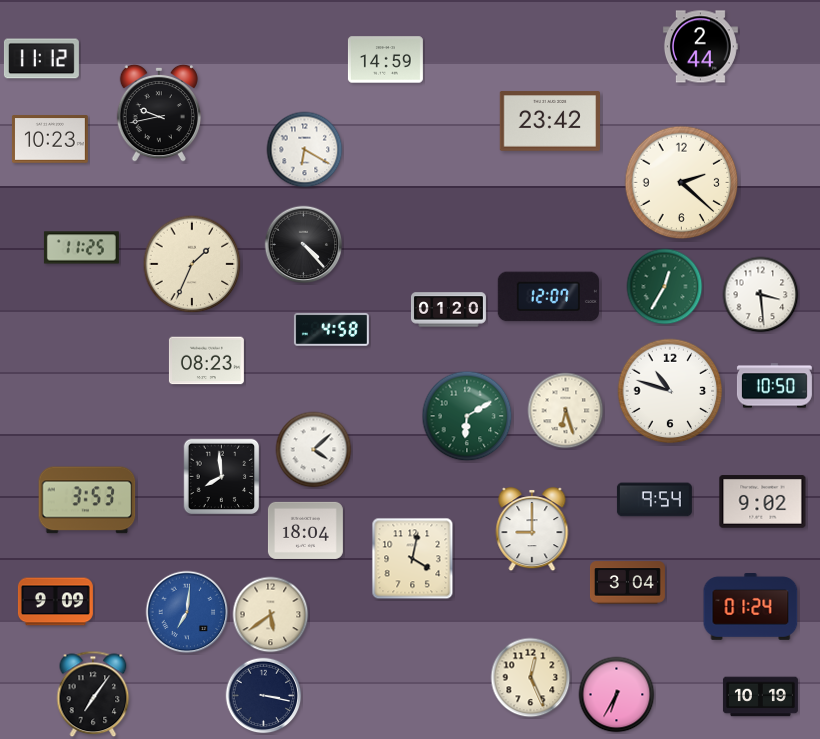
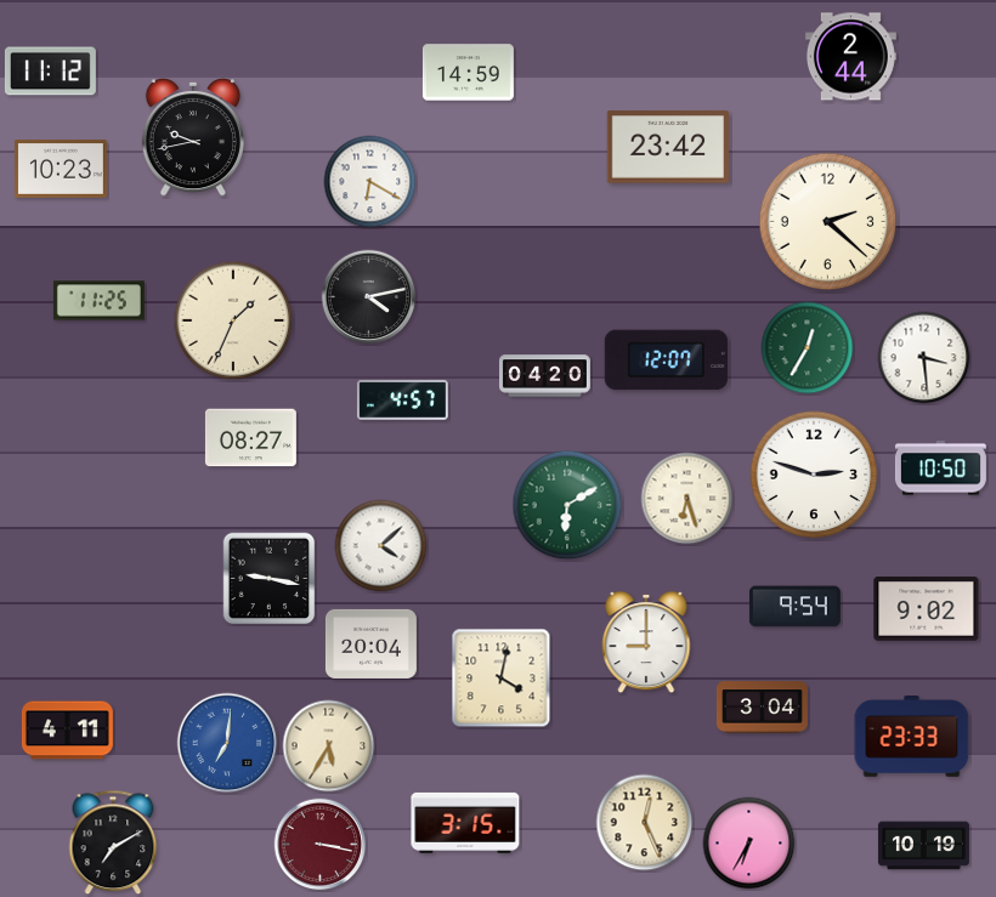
clock at (304, 245): 4:23 -> 4:13
clock at (448, 310): 01:20 -> 04:20
clock at (331, 329): 4:58 -> 4:57
clock at (206, 361): 08:23 -> 08:27
clock at (670, 391): 10:48 -> 2:48
clock at (222, 477): 7:59 -> 9:17
clock at (87, 500): 3:53 -> none
clock at (305, 530): 18:04 -> 20:04
clock at (55, 602): 9:09 -> 4:11
clock at (751, 607): 01:24 -> 23:33
clock at (271, 615): 5:39 -> 5:35
clock at (465, 823): none -> 3:15
clock at (93, 694): 7:06 -> 7:10
clock at (264, 696) dial: navy -> burgundy
